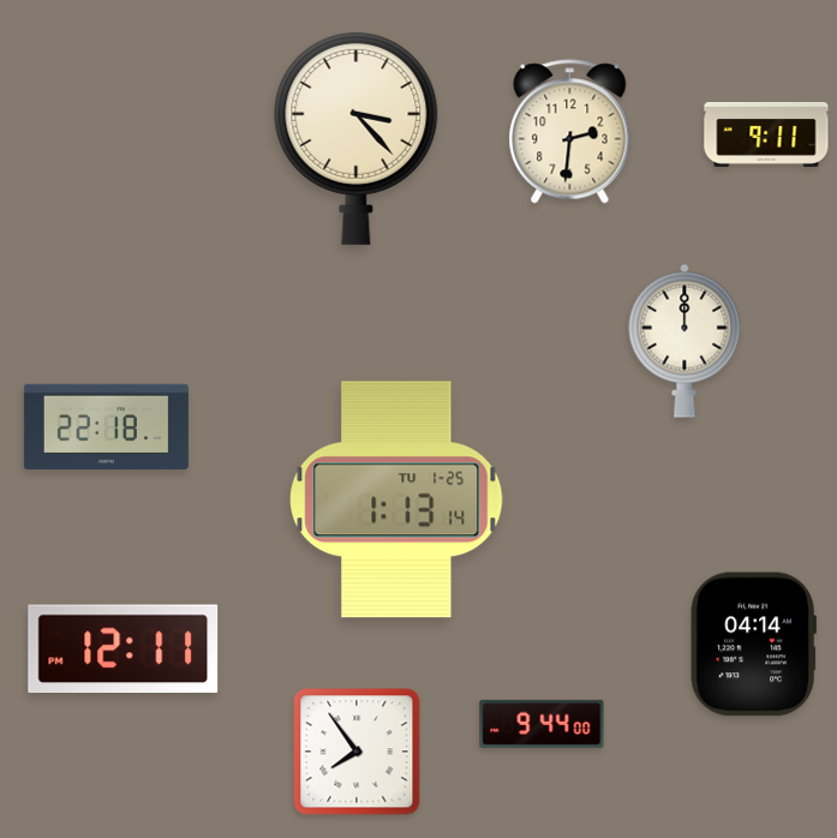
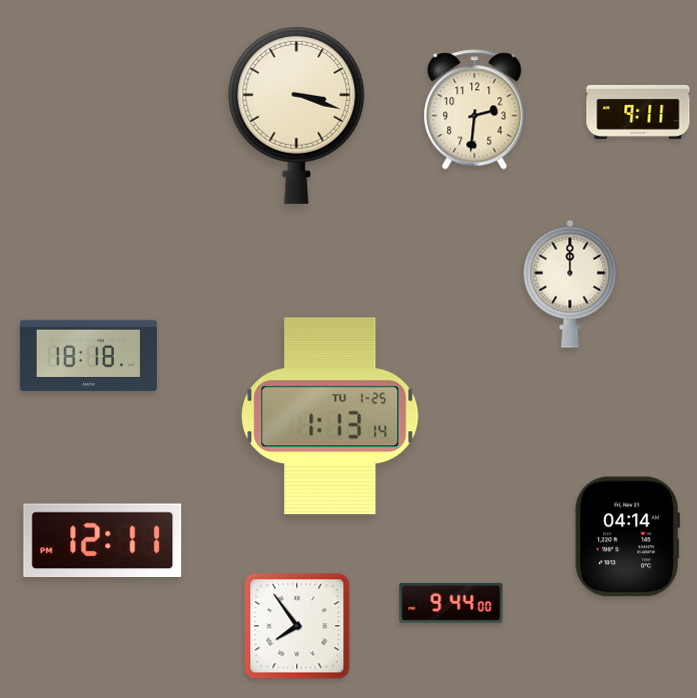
clock at (357, 138): 3:23 -> 3:18
clock at (106, 426): 22:18 -> 18:18
